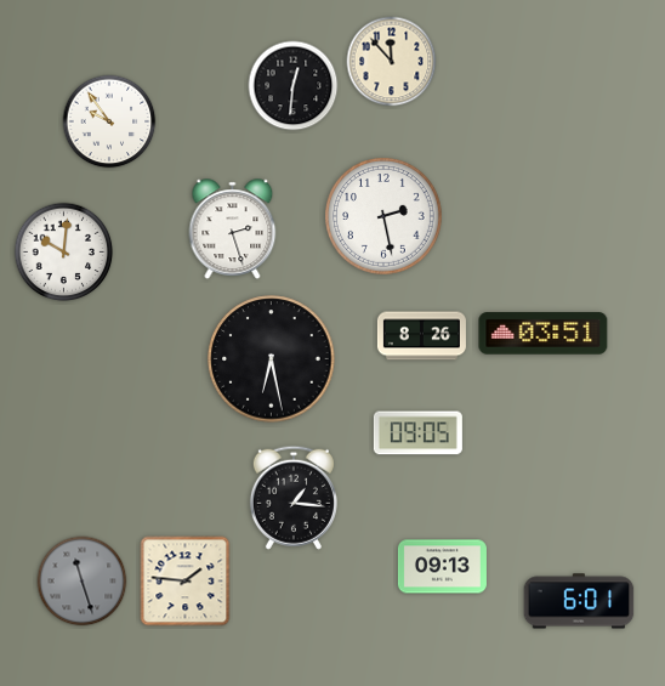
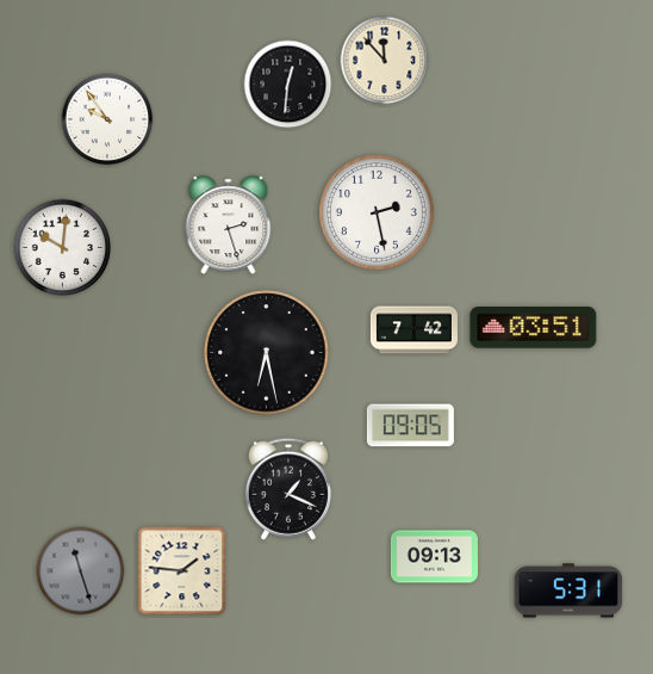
clock at (421, 336): 8:26 -> 7:42
clock at (294, 498): 1:16 -> 1:19
clock at (579, 601): 6:01 -> 5:31
